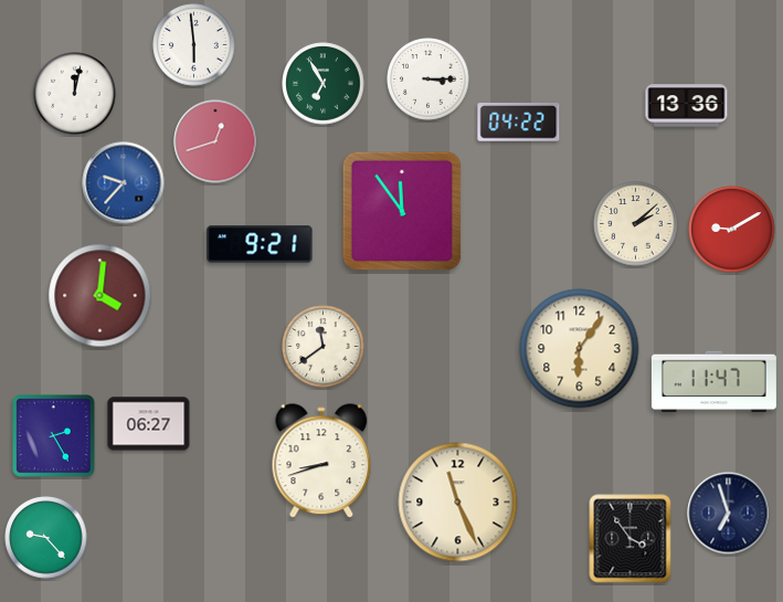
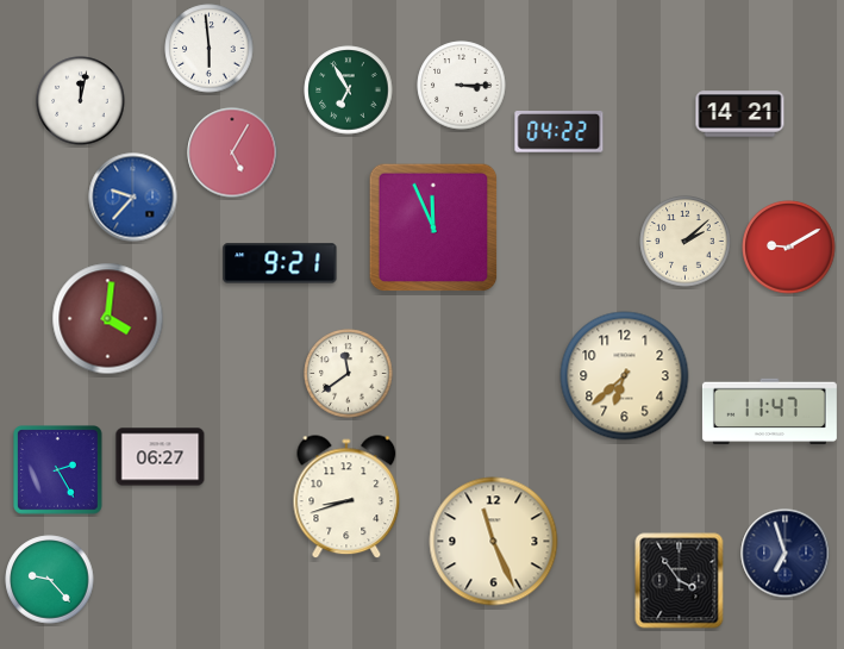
clock at (687, 106): 13:36 -> 14:21
clock at (215, 141): 12:42 -> 5:05
clock at (402, 211): 11:54 -> 11:56
clock at (580, 349): 6:06 -> 6:38
